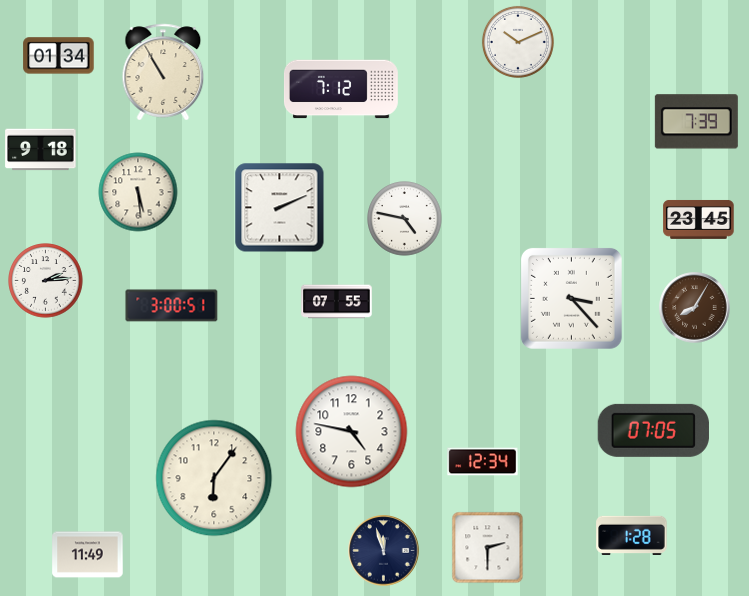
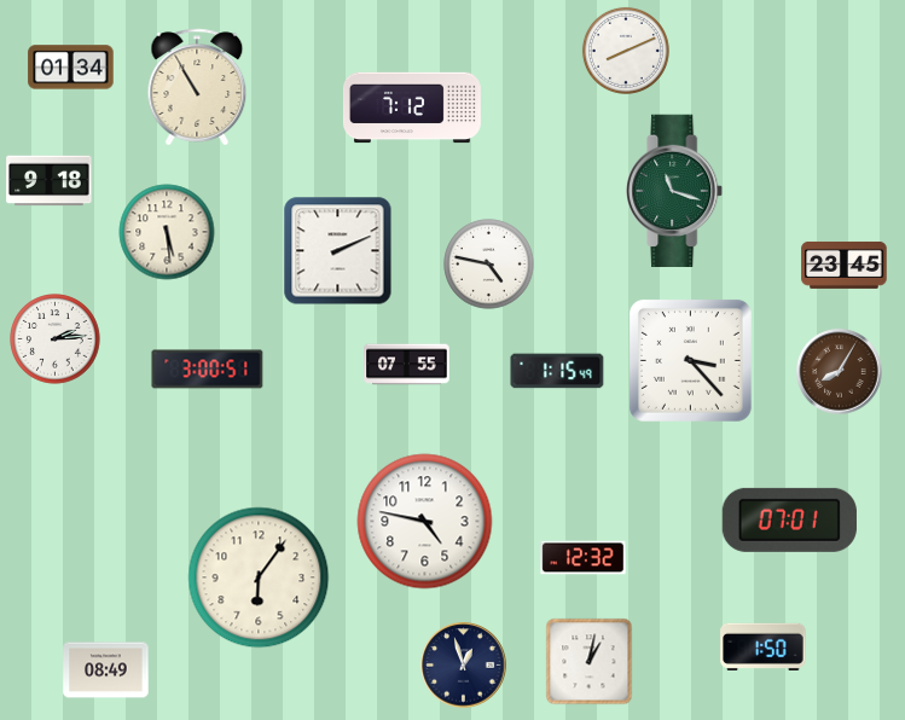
clock at (518, 42): 10:11 -> 8:11
clock at (696, 122): 7:39 -> none
clock at (675, 190): none -> 11:18
clock at (557, 371): none -> 1:15
clock at (653, 430): 07:05 -> 07:01
clock at (483, 462): 12:34 -> 12:32
clock at (632, 535): 1:28 -> 1:50
clock at (488, 548): 2:30 -> 1:02
clock at (384, 551): 11:57 -> 12:57
clock at (88, 555): 11:49 -> 08:49
